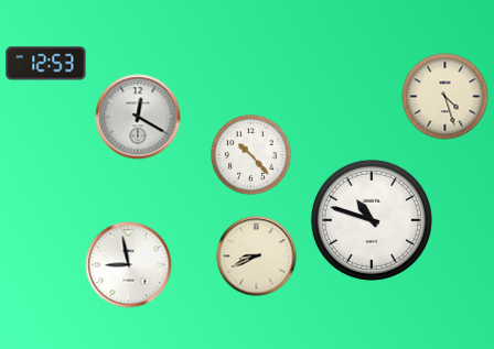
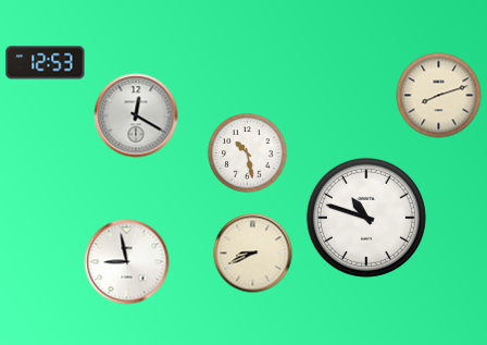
clock at (445, 97): 4:27 -> 8:12
clock at (251, 155): 10:23 -> 10:28
